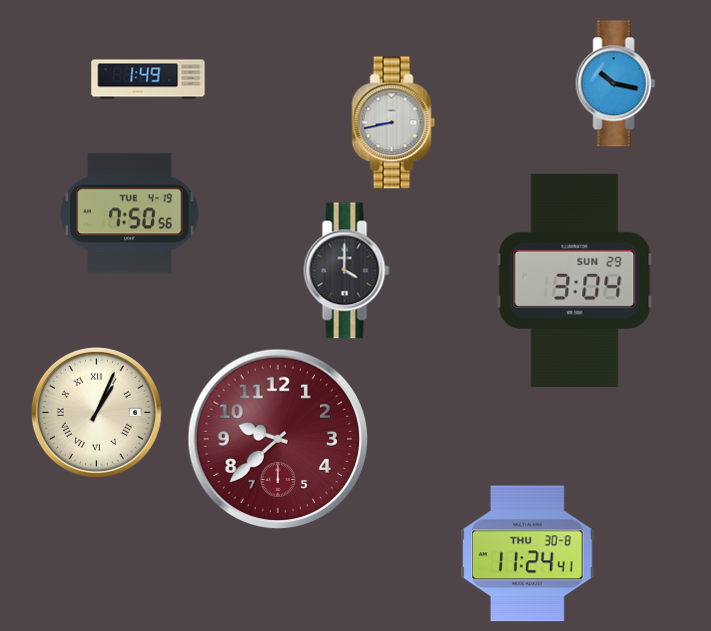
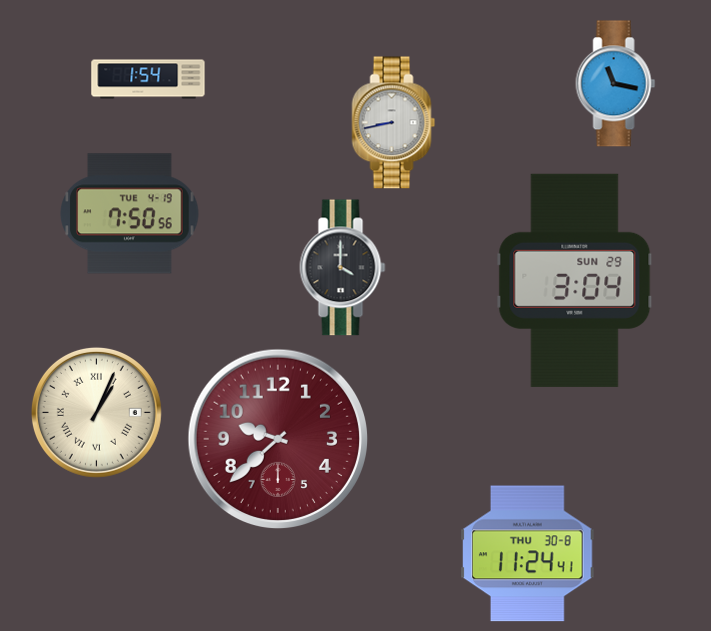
clock at (148, 79): 1:49 -> 1:54
clock at (616, 84): 10:17 -> 11:17
clock at (347, 271) position: (347, 271) -> (343, 268)
